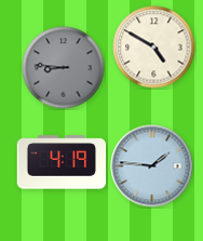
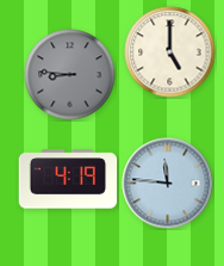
clock at (154, 48): 4:50 -> 5:00
clock at (152, 166): 1:46 -> 11:46
